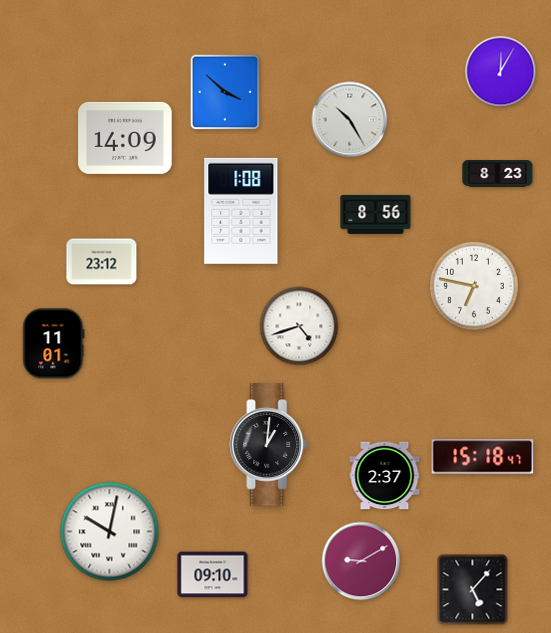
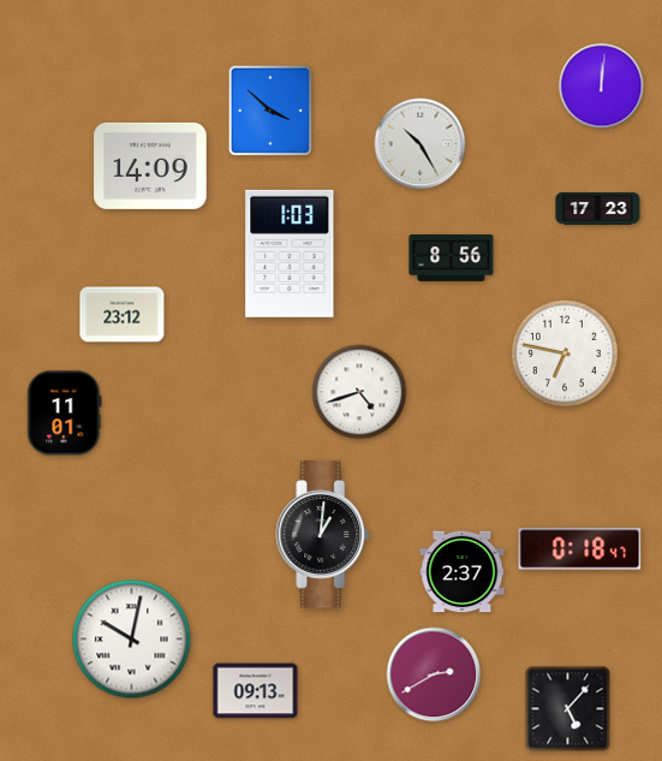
clock at (501, 72): 12:05 -> 12:01
clock at (498, 174): 8:23 -> 17:23
clock at (241, 211): 1:08 -> 1:03
clock at (474, 286) position: (474, 286) -> (565, 353)
clock at (483, 457): 15:18 -> 0:18
clock at (361, 561): 9:10 -> 2:40
clock at (213, 575): 09:10 -> 09:13
